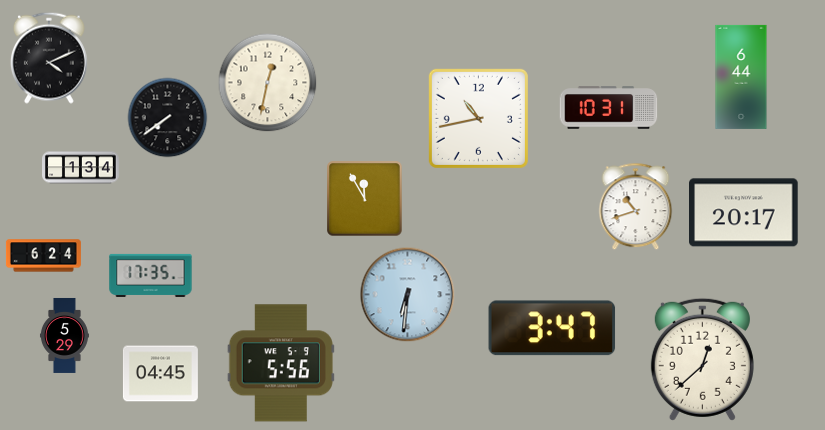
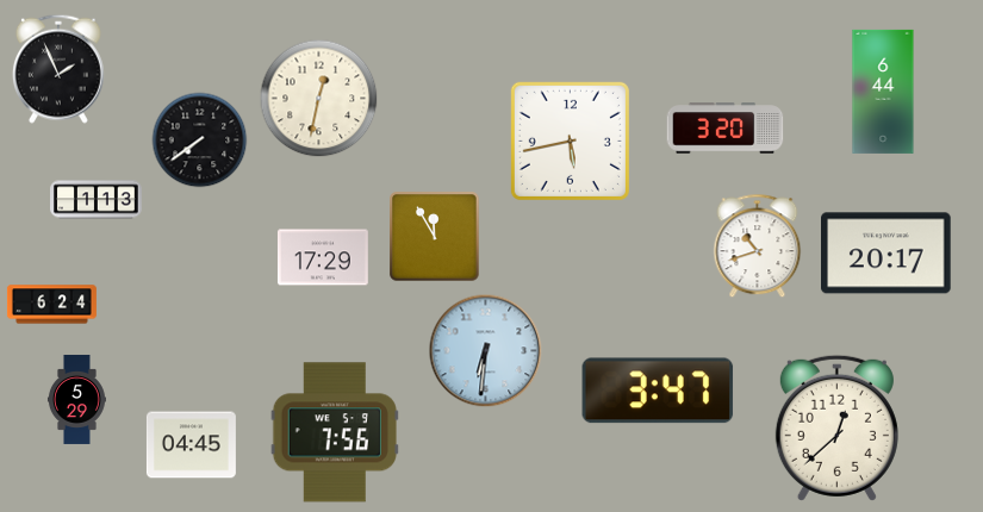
clock at (49, 58): 4:11 -> 1:56
clock at (609, 108): 10:31 -> 3:20
clock at (478, 118): 10:43 -> 5:43
clock at (81, 168): 1:34 -> 1:13
clock at (323, 257): none -> 17:29
clock at (151, 275): 17:35 -> none
clock at (281, 363): 5:56 -> 7:56
